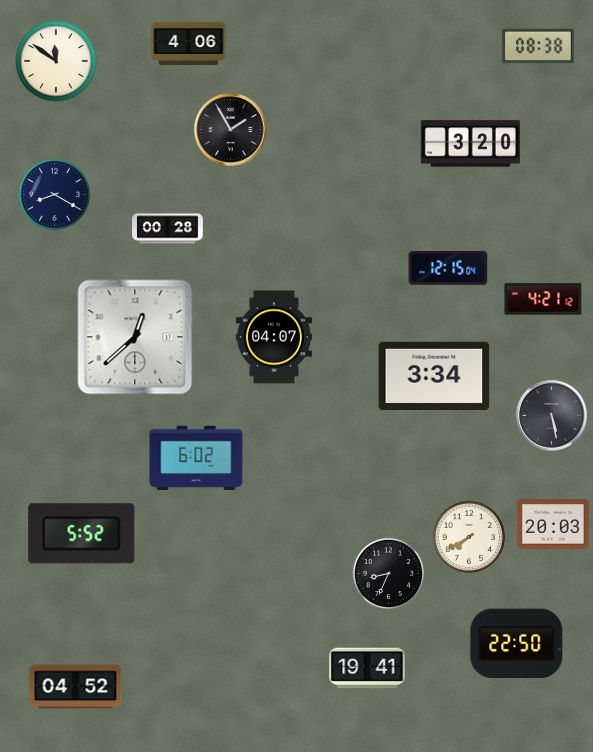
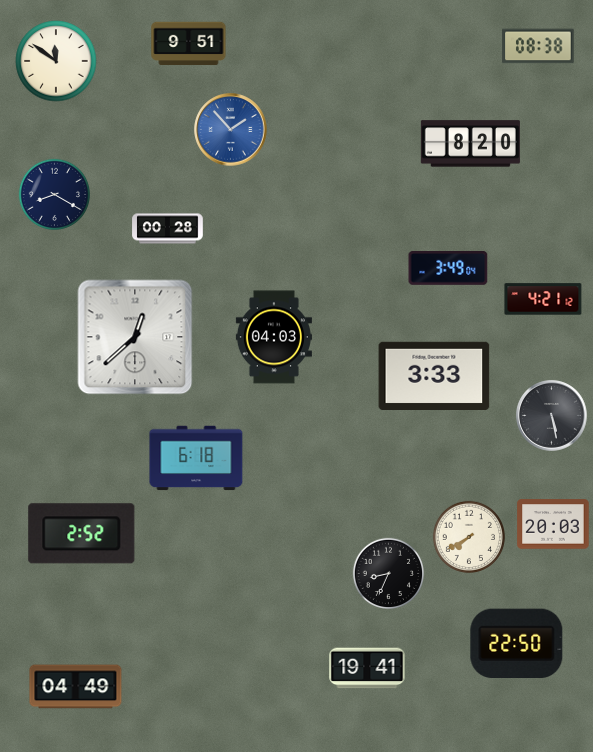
clock at (189, 44): 4:06 -> 9:51
clock at (231, 130): 1:55 -> 1:53
clock at (231, 130) dial: black -> blue
clock at (470, 144): 3:20 -> 8:20
clock at (448, 269): 12:15 -> 3:49
clock at (274, 337): 04:07 -> 04:03
clock at (434, 375): 3:34 -> 3:33
clock at (196, 458): 6:02 -> 6:18
clock at (82, 534): 5:52 -> 2:52
clock at (76, 687): 04:52 -> 04:49
